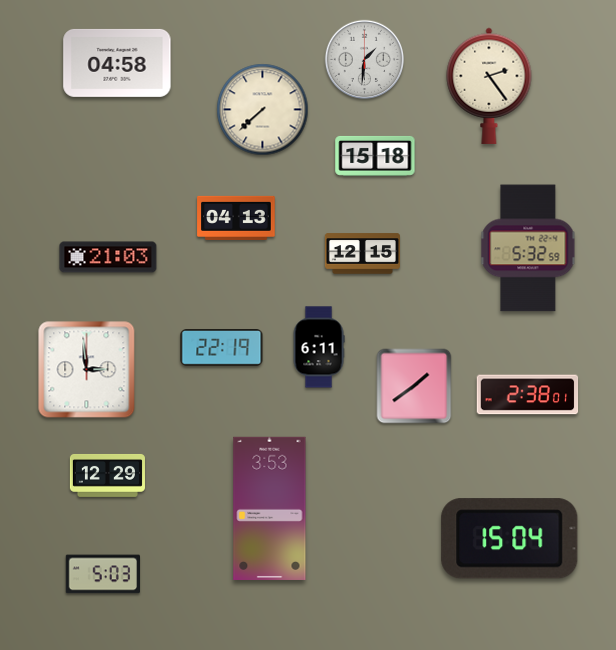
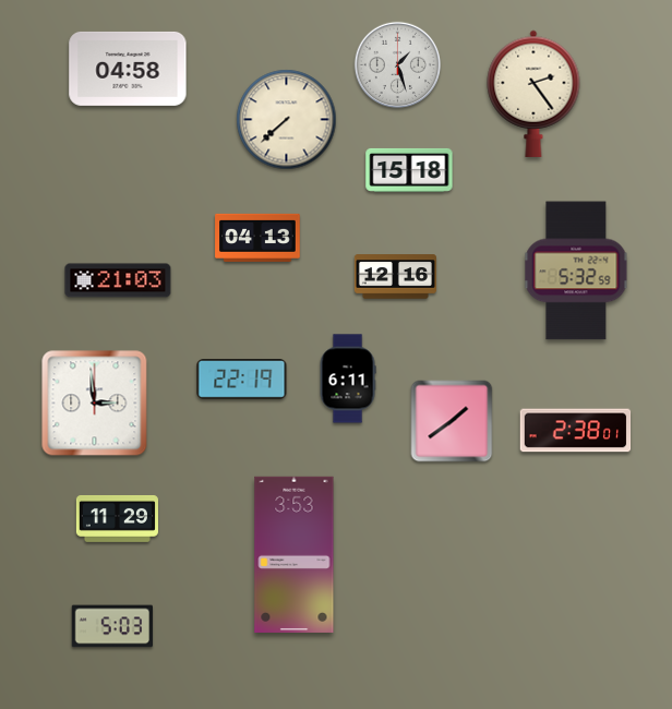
clock at (365, 60): 1:31 -> 1:27
clock at (362, 254): 12:15 -> 12:16
clock at (107, 475): 12:29 -> 11:29
clock at (510, 539): 15:04 -> none
